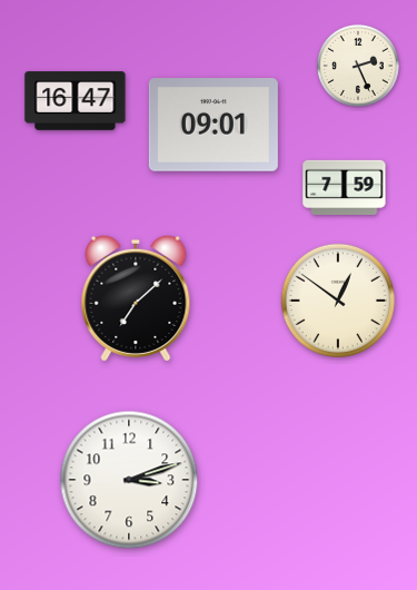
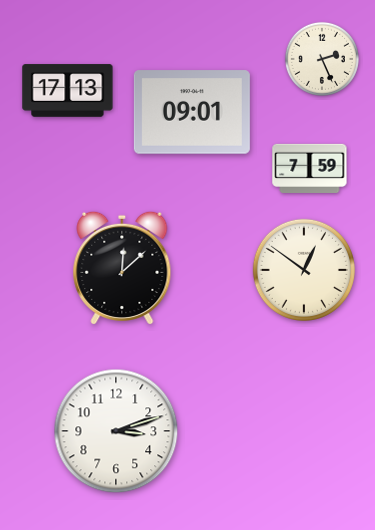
clock at (76, 101): 16:47 -> 17:13
clock at (136, 297): 7:08 -> 12:08
